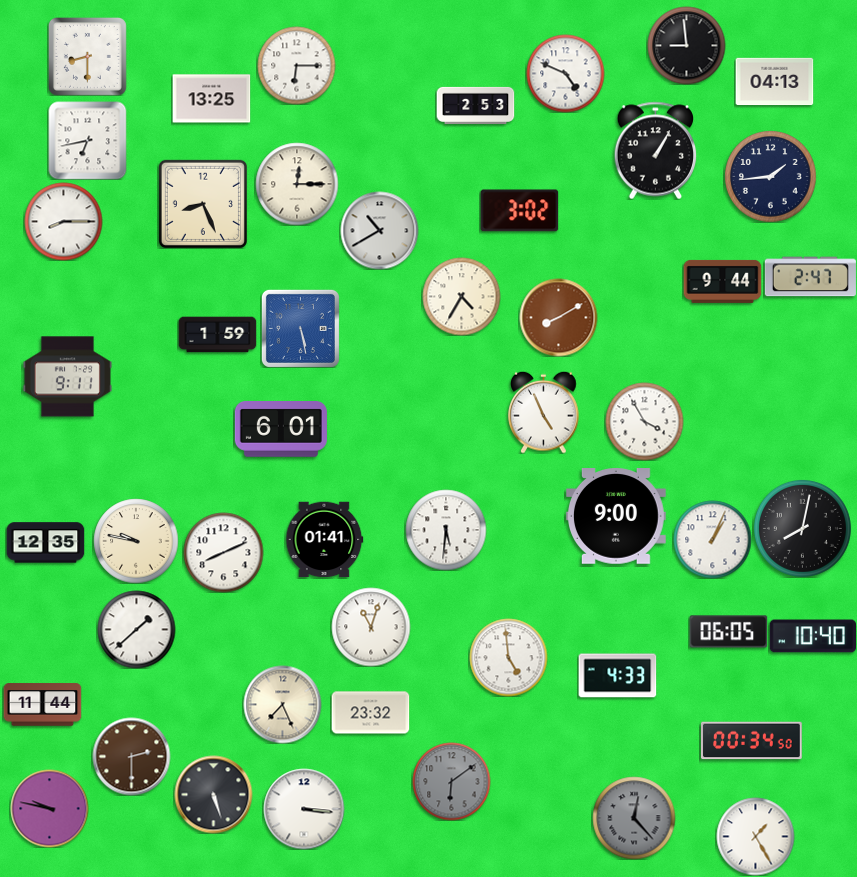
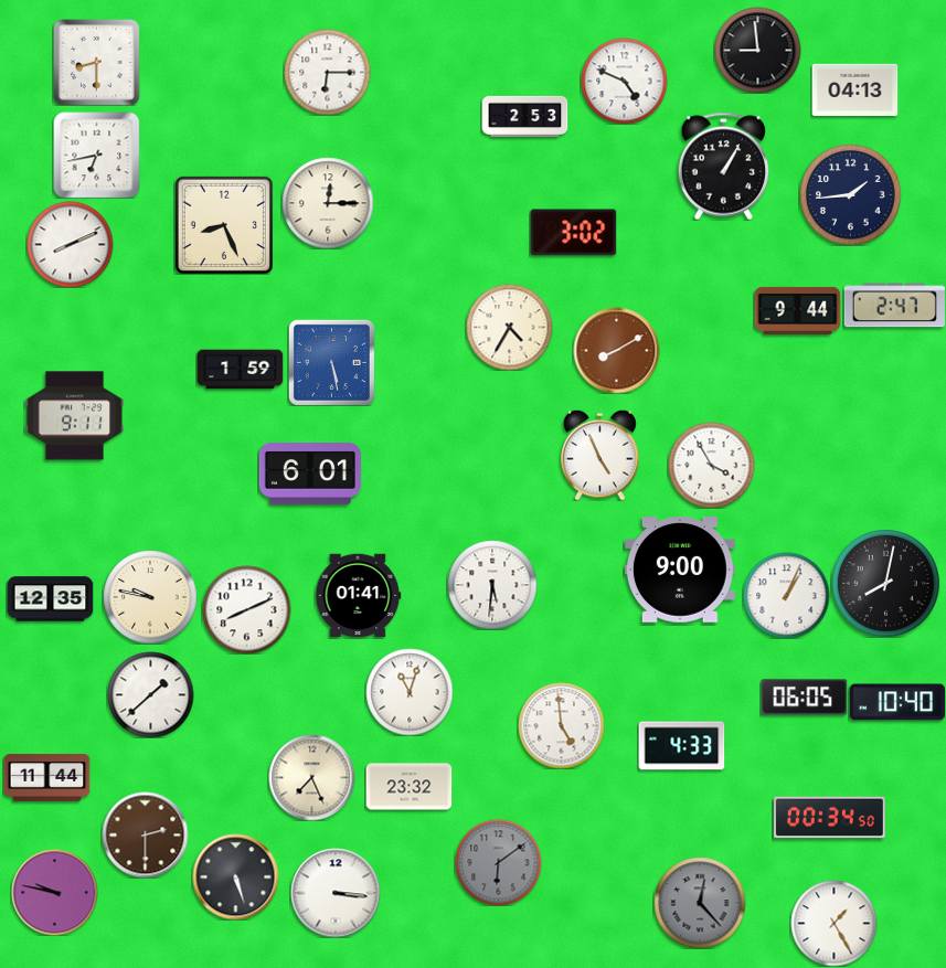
clock at (211, 99): 13:25 -> none
clock at (63, 221): 8:15 -> 8:11
clock at (379, 230): 10:40 -> none
